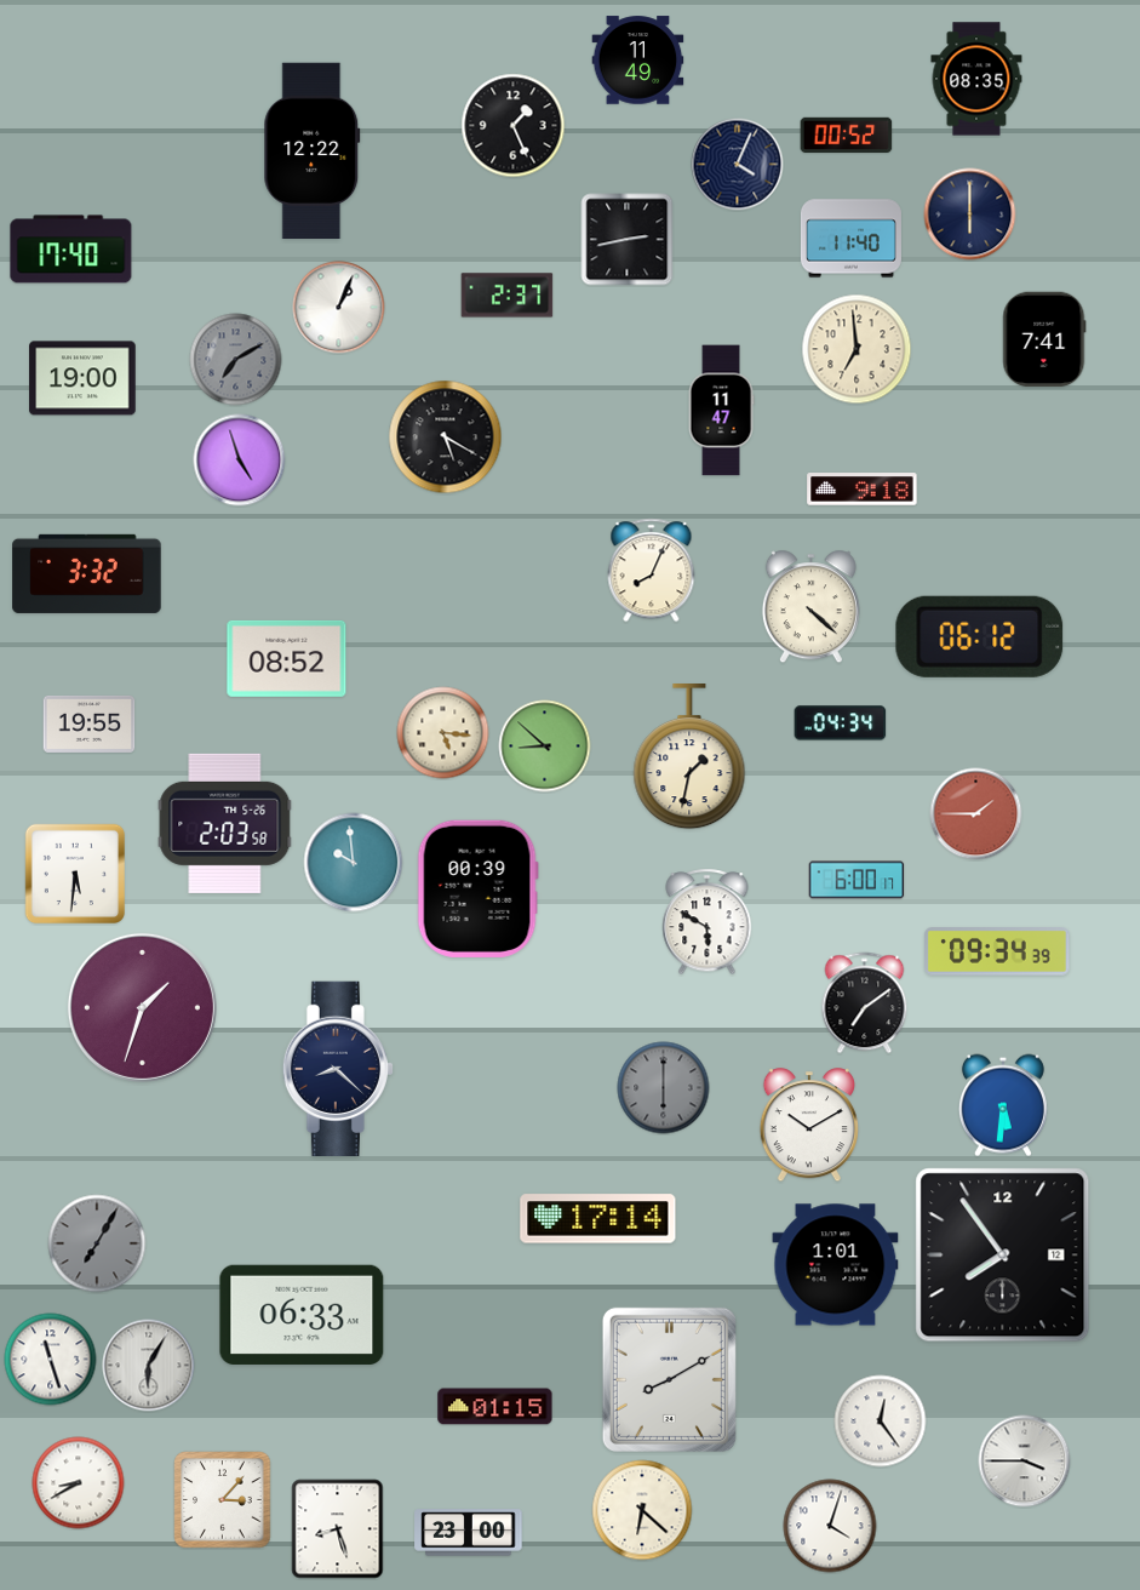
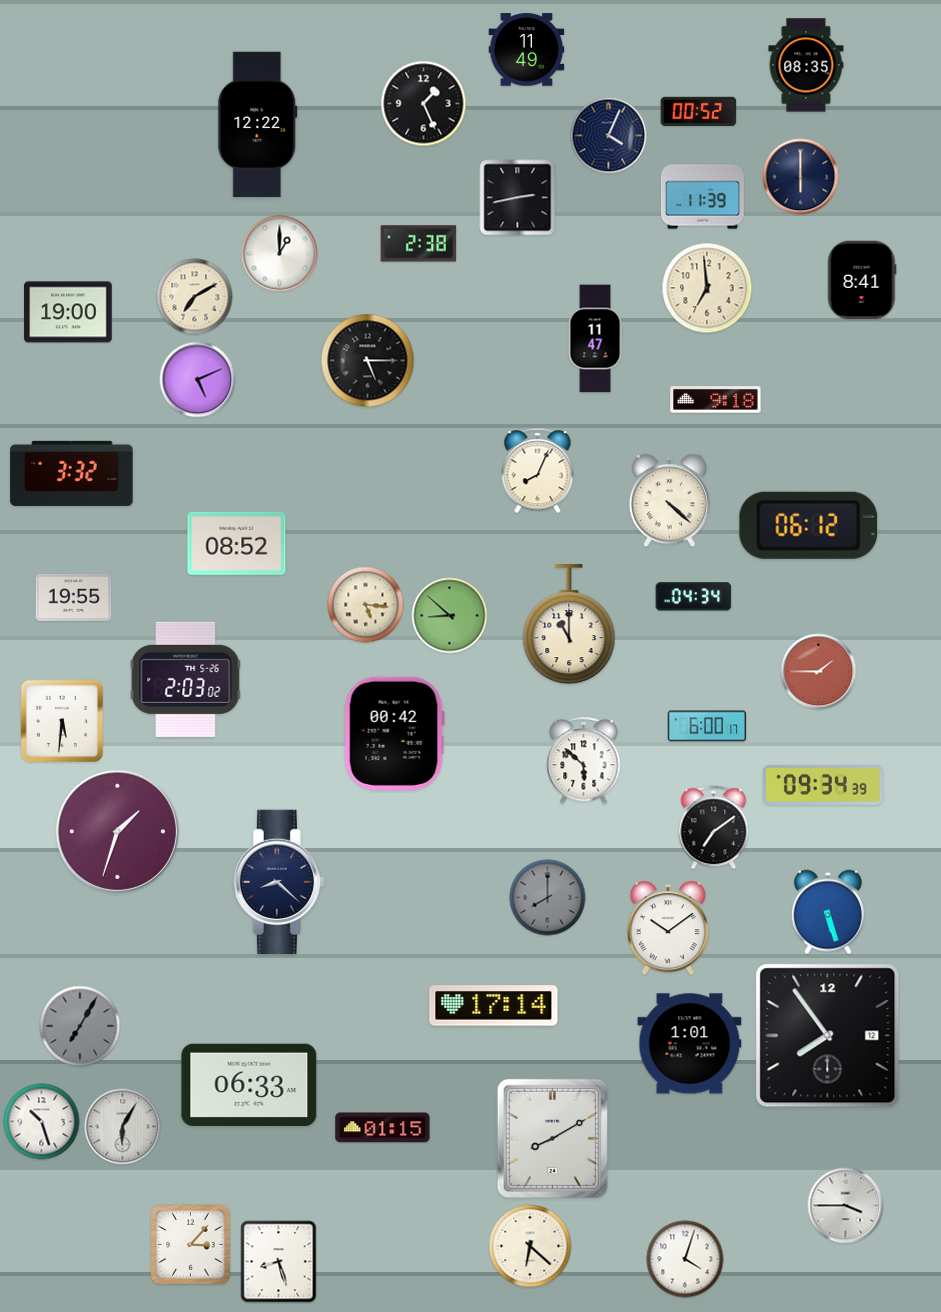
clock at (850, 239): 11:40 -> 11:39
clock at (71, 250): 17:40 -> none
clock at (508, 296): 2:37 -> 2:38
clock at (339, 308): 1:04 -> 1:00
clock at (1044, 339): 7:41 -> 8:41
clock at (236, 360) dial: grey -> cream
clock at (446, 437): 5:20 -> 5:15
clock at (240, 461): 4:57 -> 5:11
clock at (863, 490) position: (863, 490) -> (716, 400)
clock at (689, 757): 1:32 -> 11:00
clock at (976, 814) position: (976, 814) -> (819, 672)
clock at (225, 823): 2:03:58 -> 2:03:02
clock at (354, 863): 9:59 -> none
clock at (477, 888): 00:39 -> 00:42
clock at (708, 922): 5:50 -> 5:52
clock at (664, 1088): 6:00 -> 8:00
clock at (1003, 1105): 5:31 -> 5:27
clock at (809, 1126): 10:10 -> 10:09
clock at (51, 1360): 11:27 -> 10:27
clock at (495, 1407) position: (495, 1407) -> (383, 1128)
clock at (881, 1422): 12:24 -> none
clock at (79, 1483): 8:40 -> none
clock at (223, 1500) position: (223, 1500) -> (191, 1245)
clock at (469, 1533): 23:00 -> none
